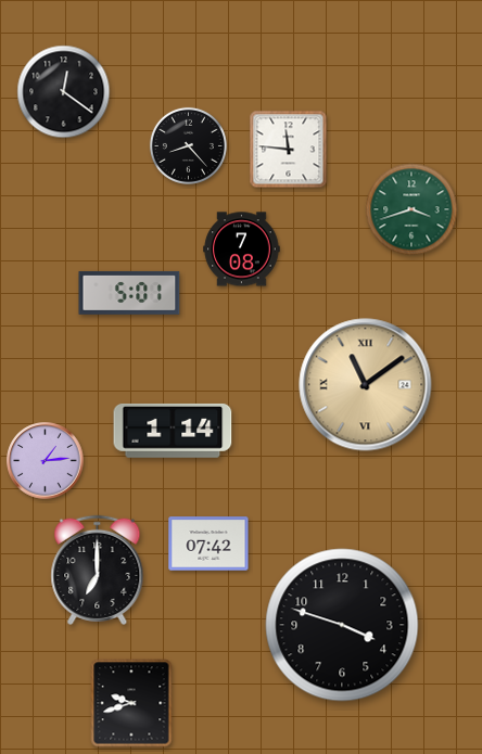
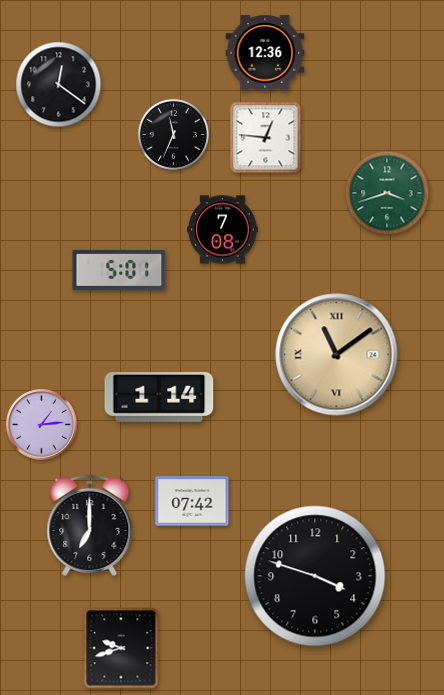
clock at (265, 53): none -> 12:36
clock at (188, 145): 8:23 -> 11:34
clock at (289, 150): 11:46 -> 12:46
clock at (411, 209) position: (411, 209) -> (387, 193)
